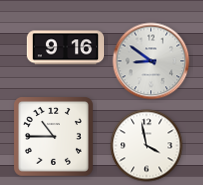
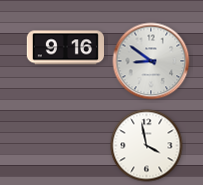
clock at (54, 137): 10:45 -> none
